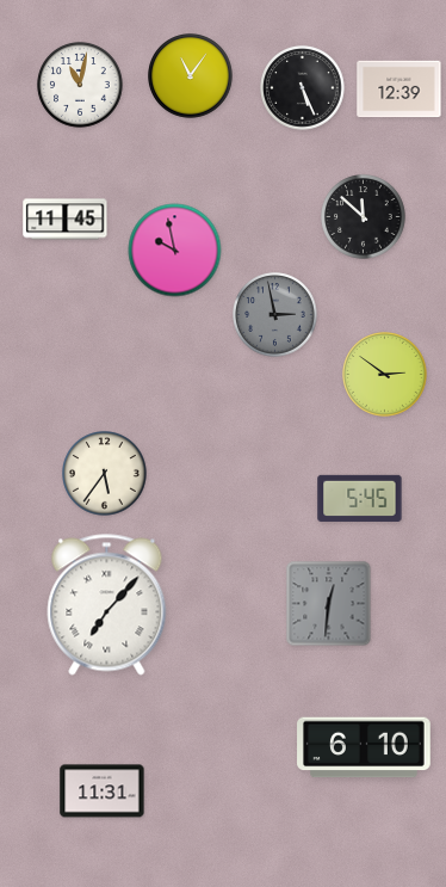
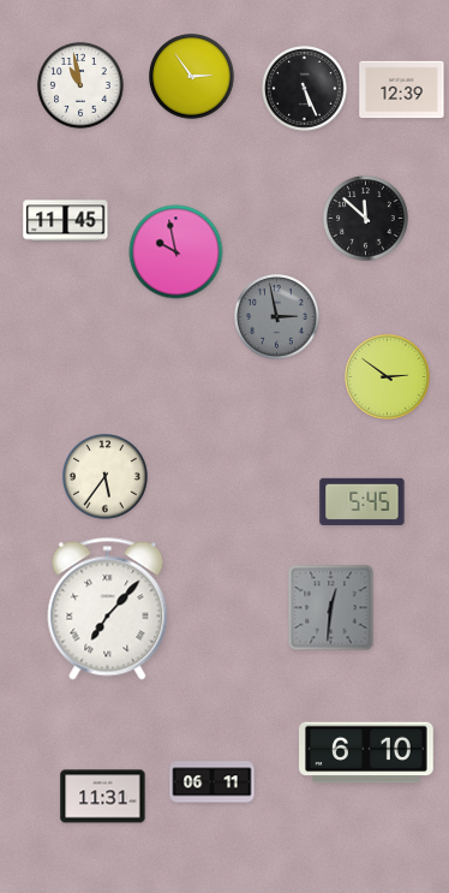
clock at (191, 76): 11:06 -> 2:54
clock at (80, 85): 11:02 -> 10:58
clock at (212, 782): none -> 06:11
